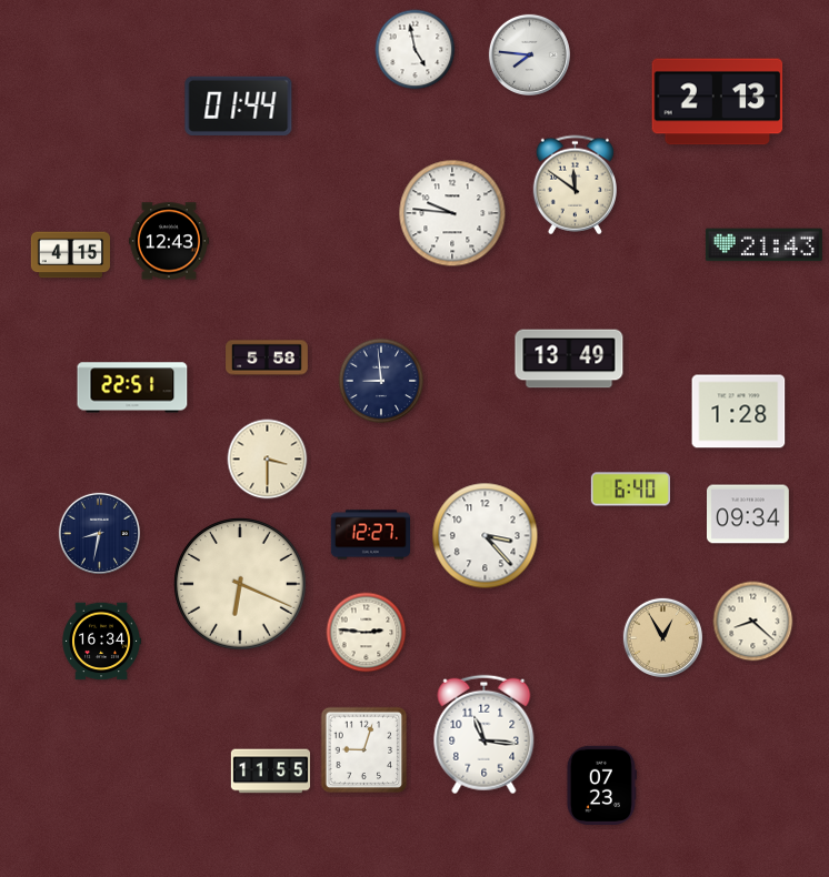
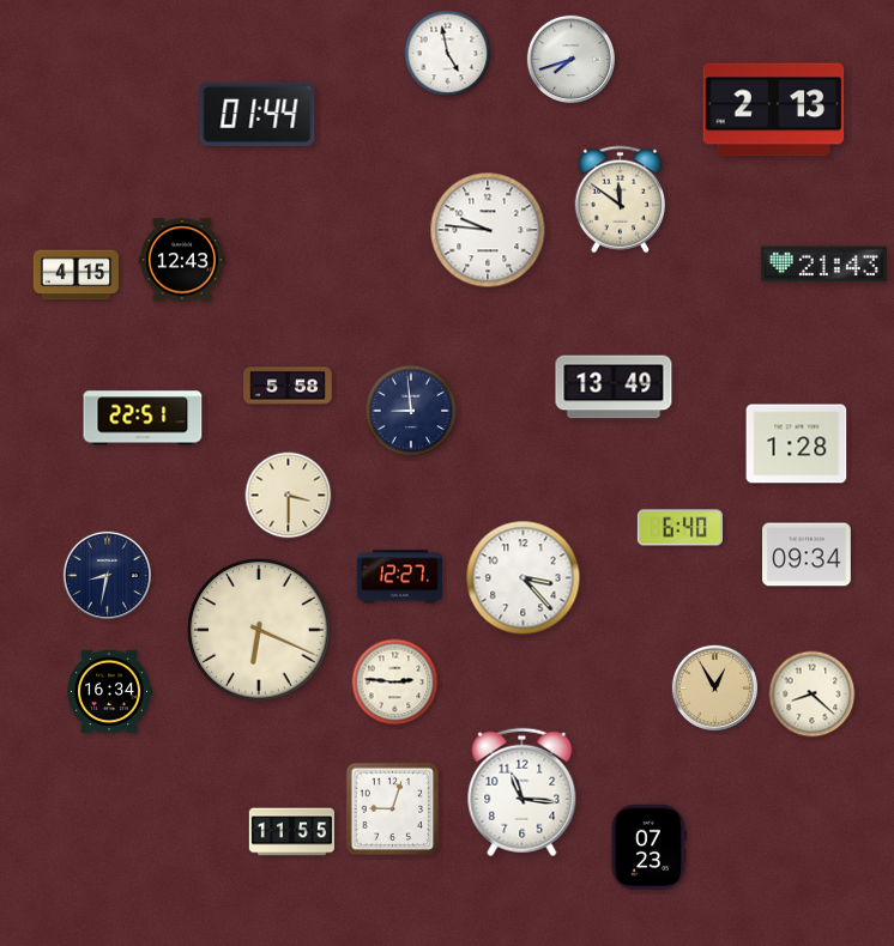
clock at (529, 54): 7:46 -> 7:42
clock at (753, 622) position: (753, 622) -> (813, 695)
